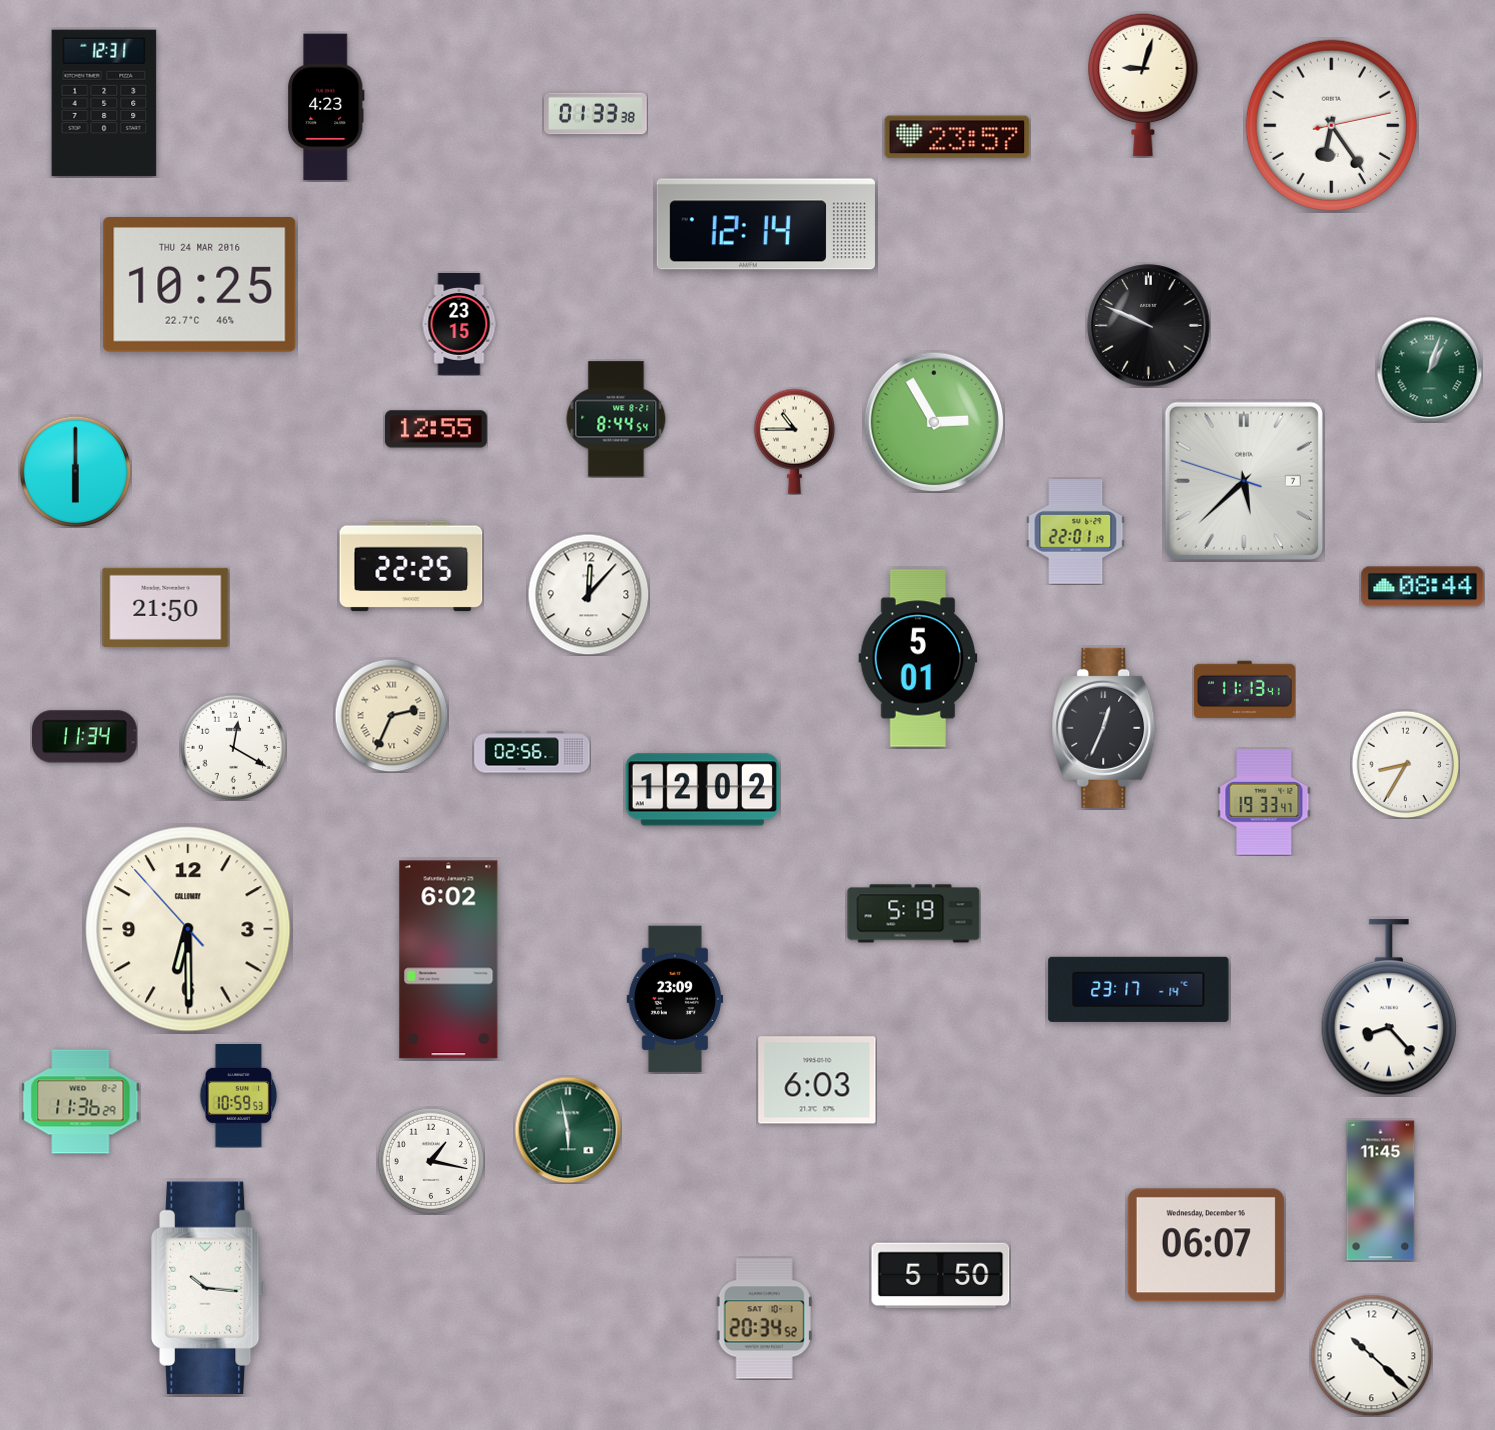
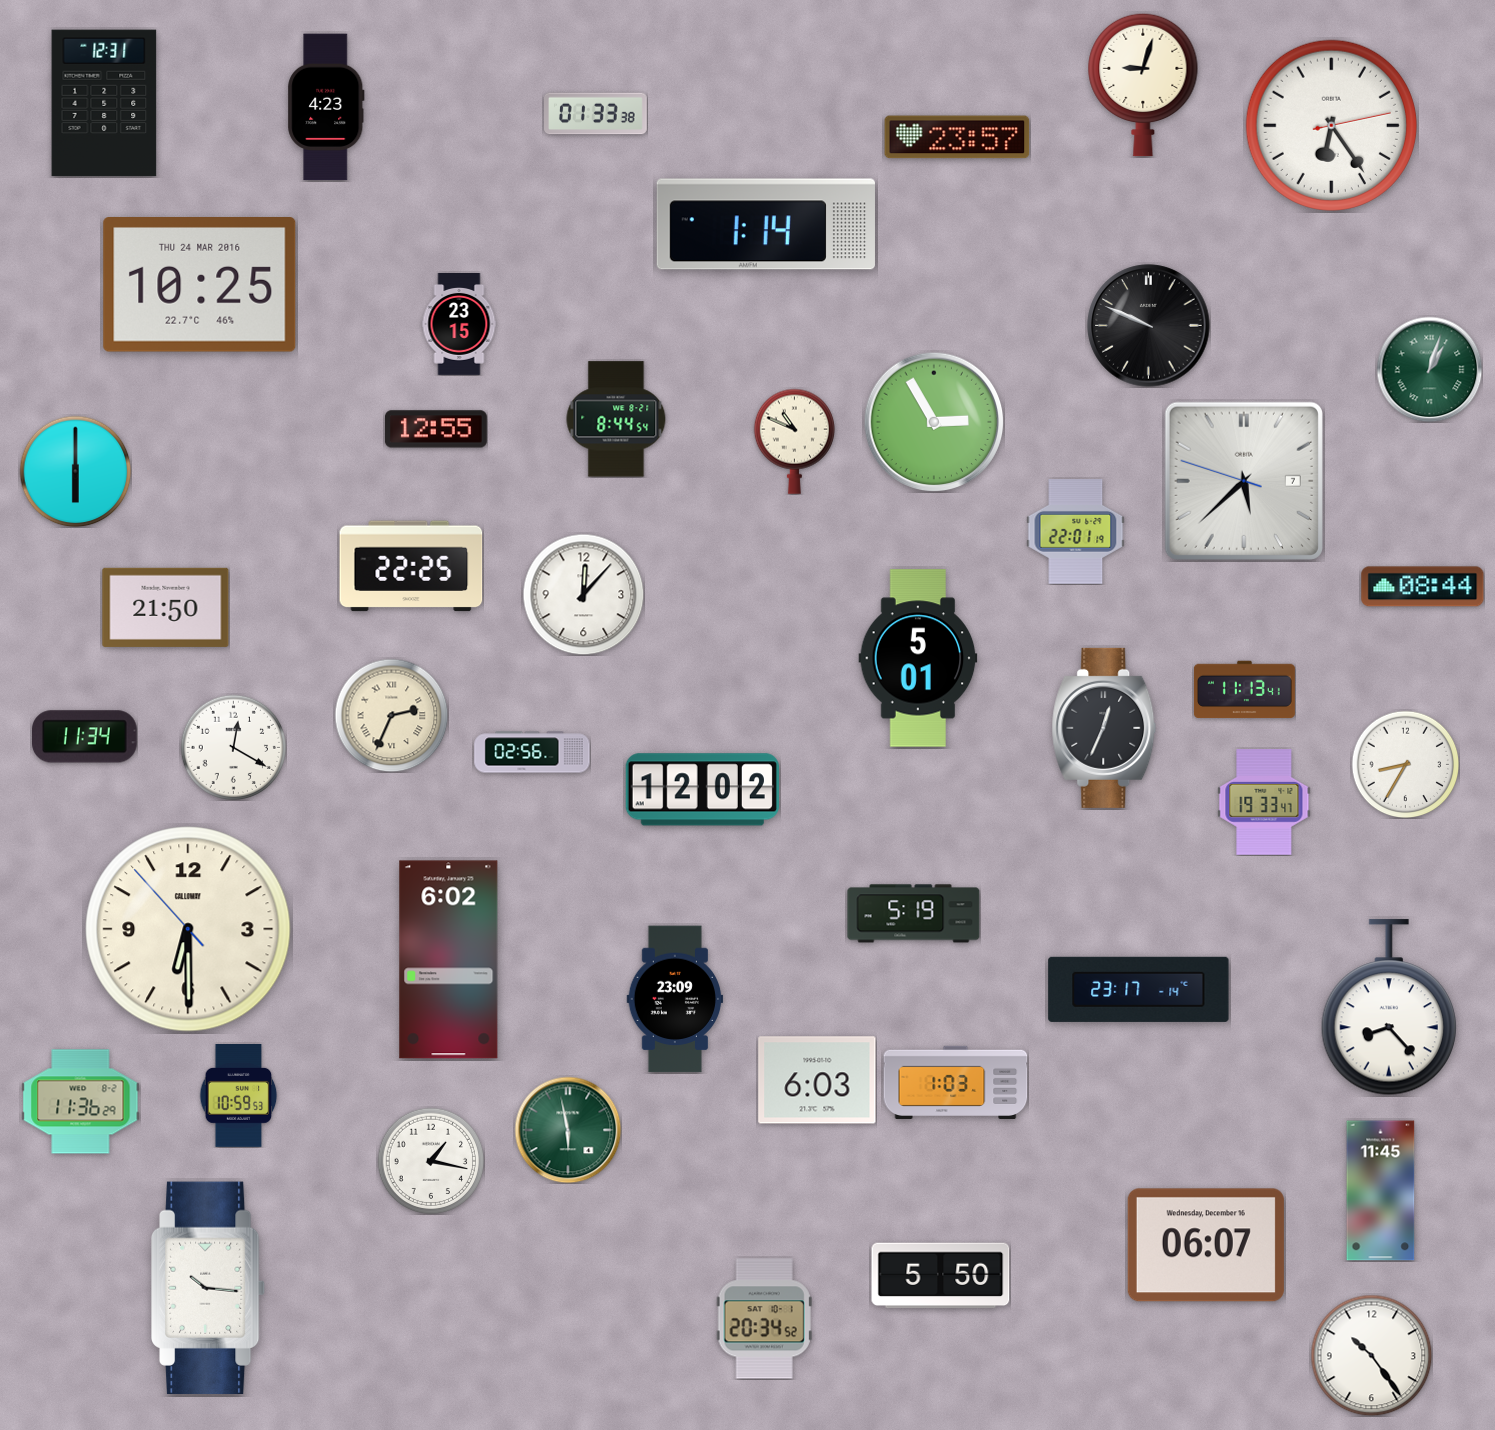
clock at (766, 224): 12:14 -> 1:14
clock at (794, 441): 10:45 -> 10:49
clock at (588, 594) position: (588, 594) -> (583, 594)
clock at (956, 1082): none -> 1:03
clock at (1371, 1355): 10:22 -> 10:24
